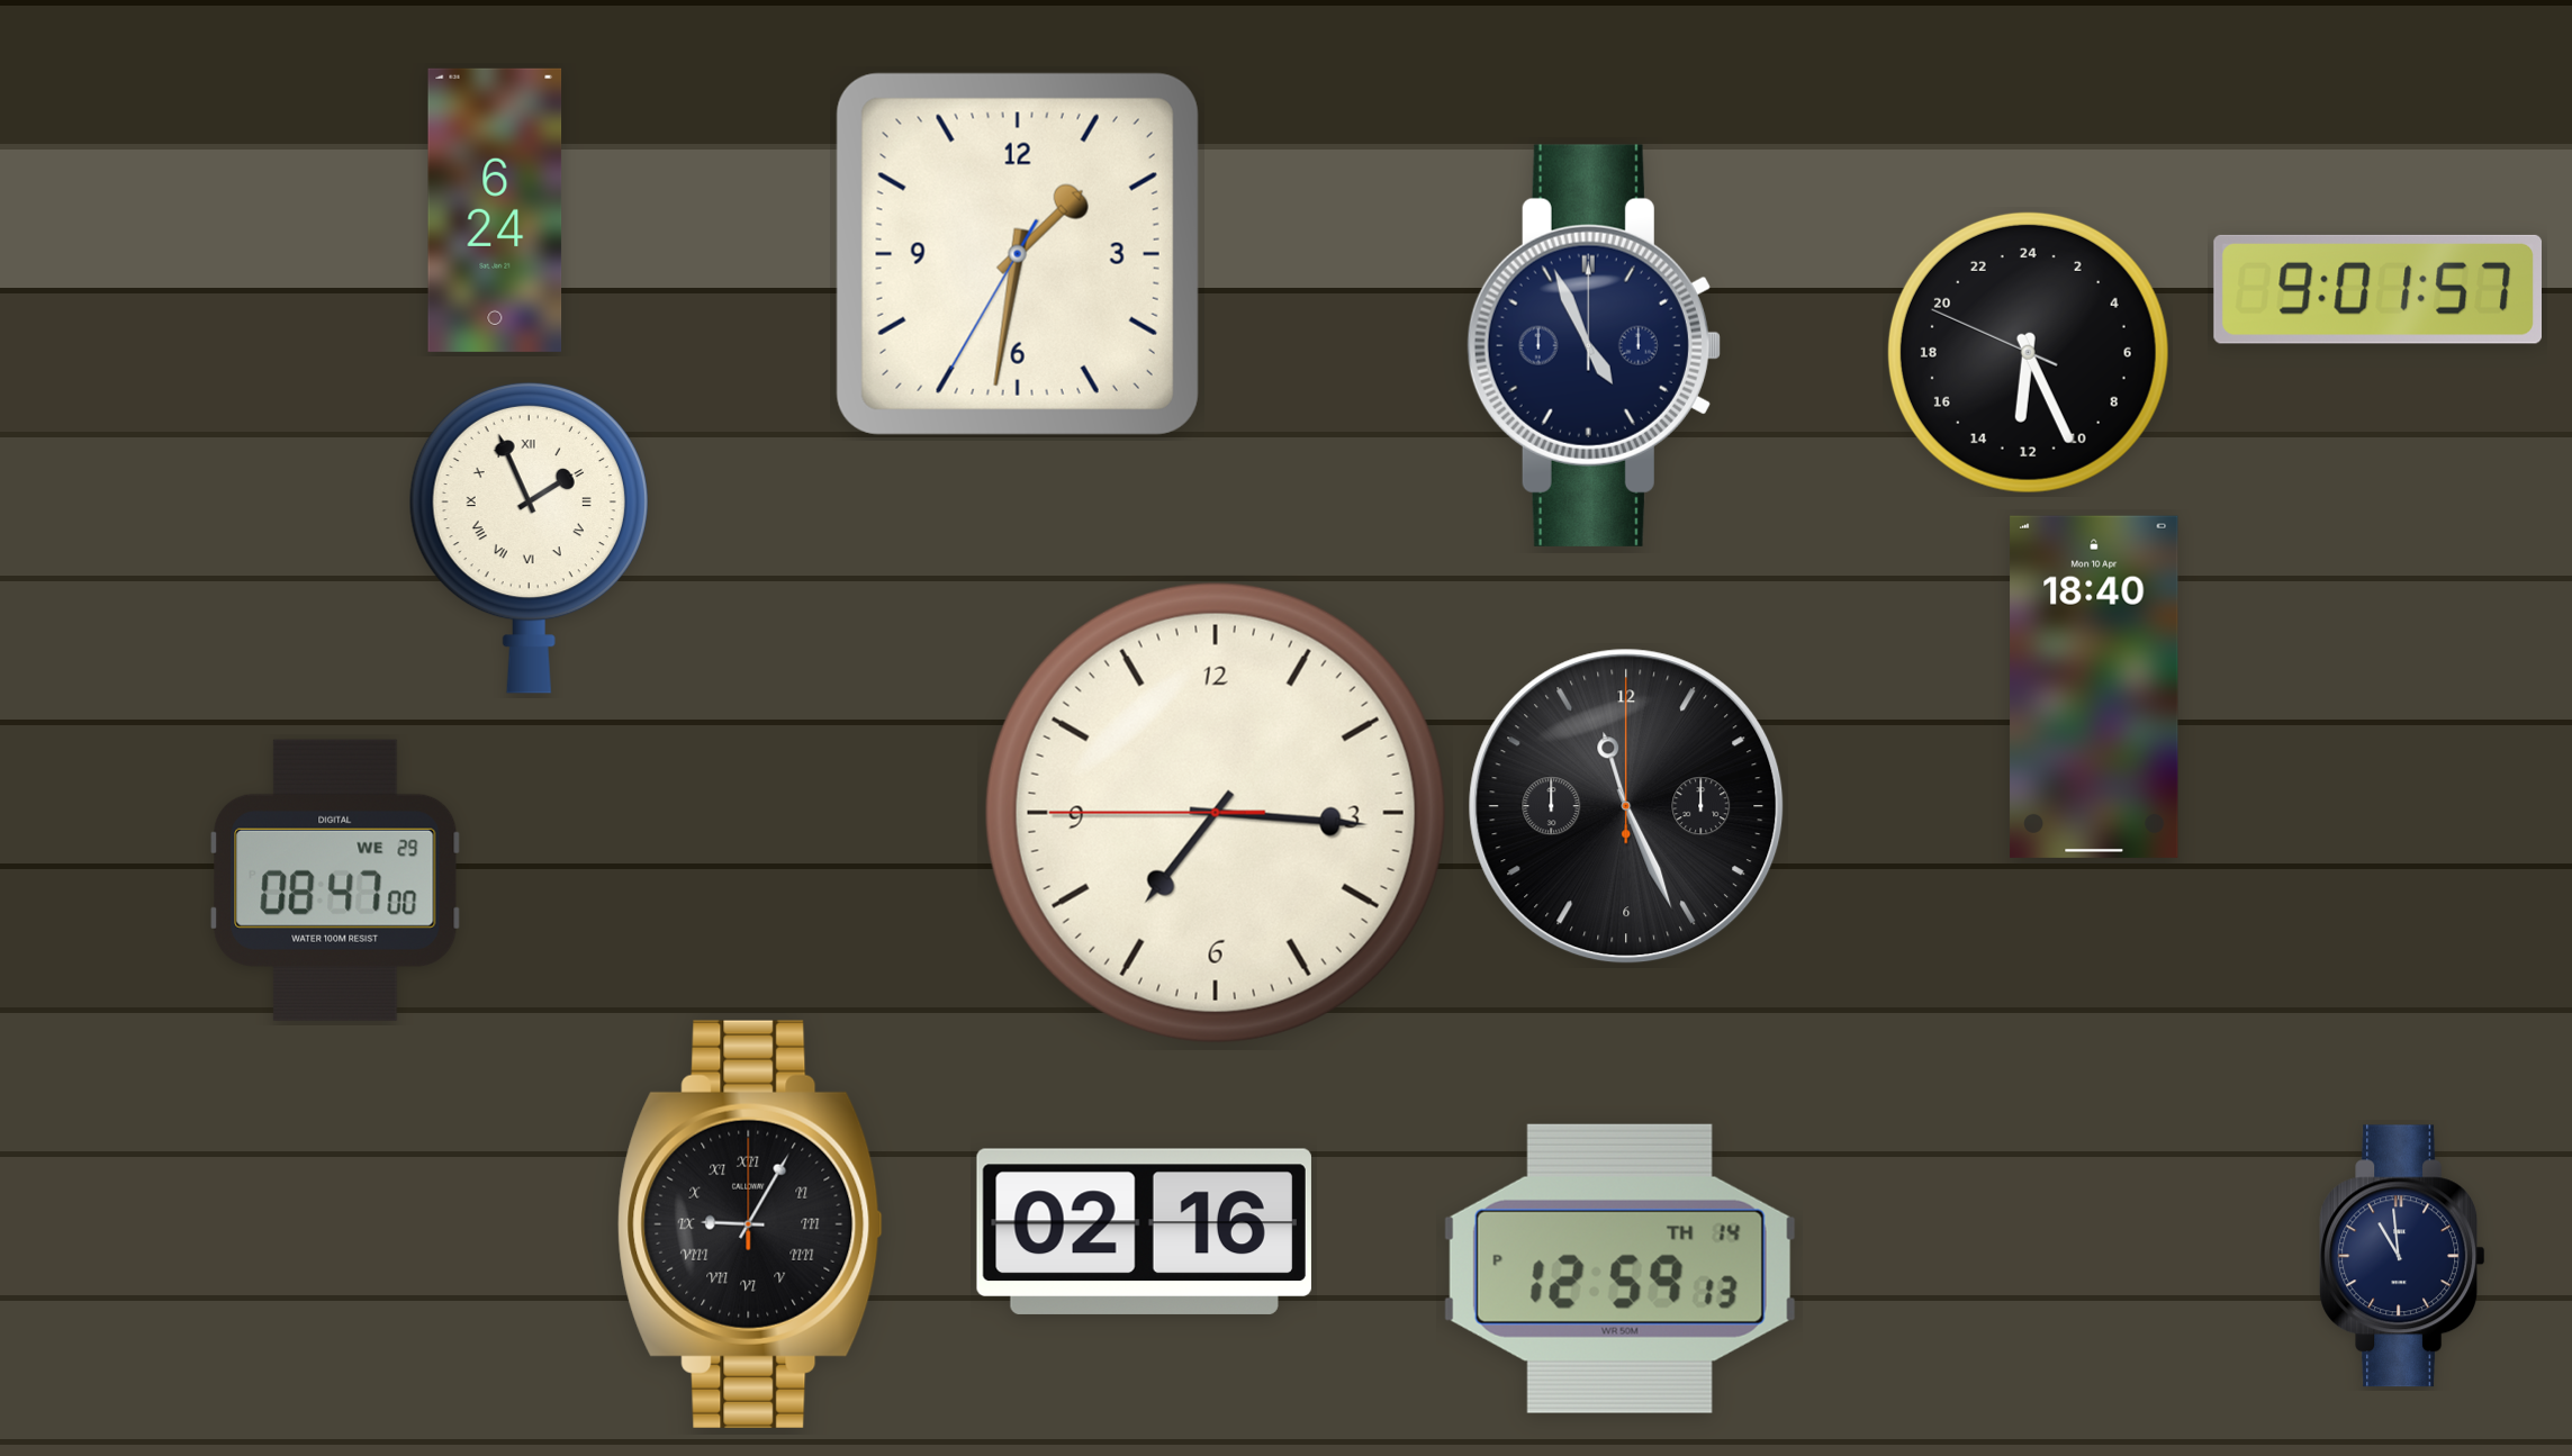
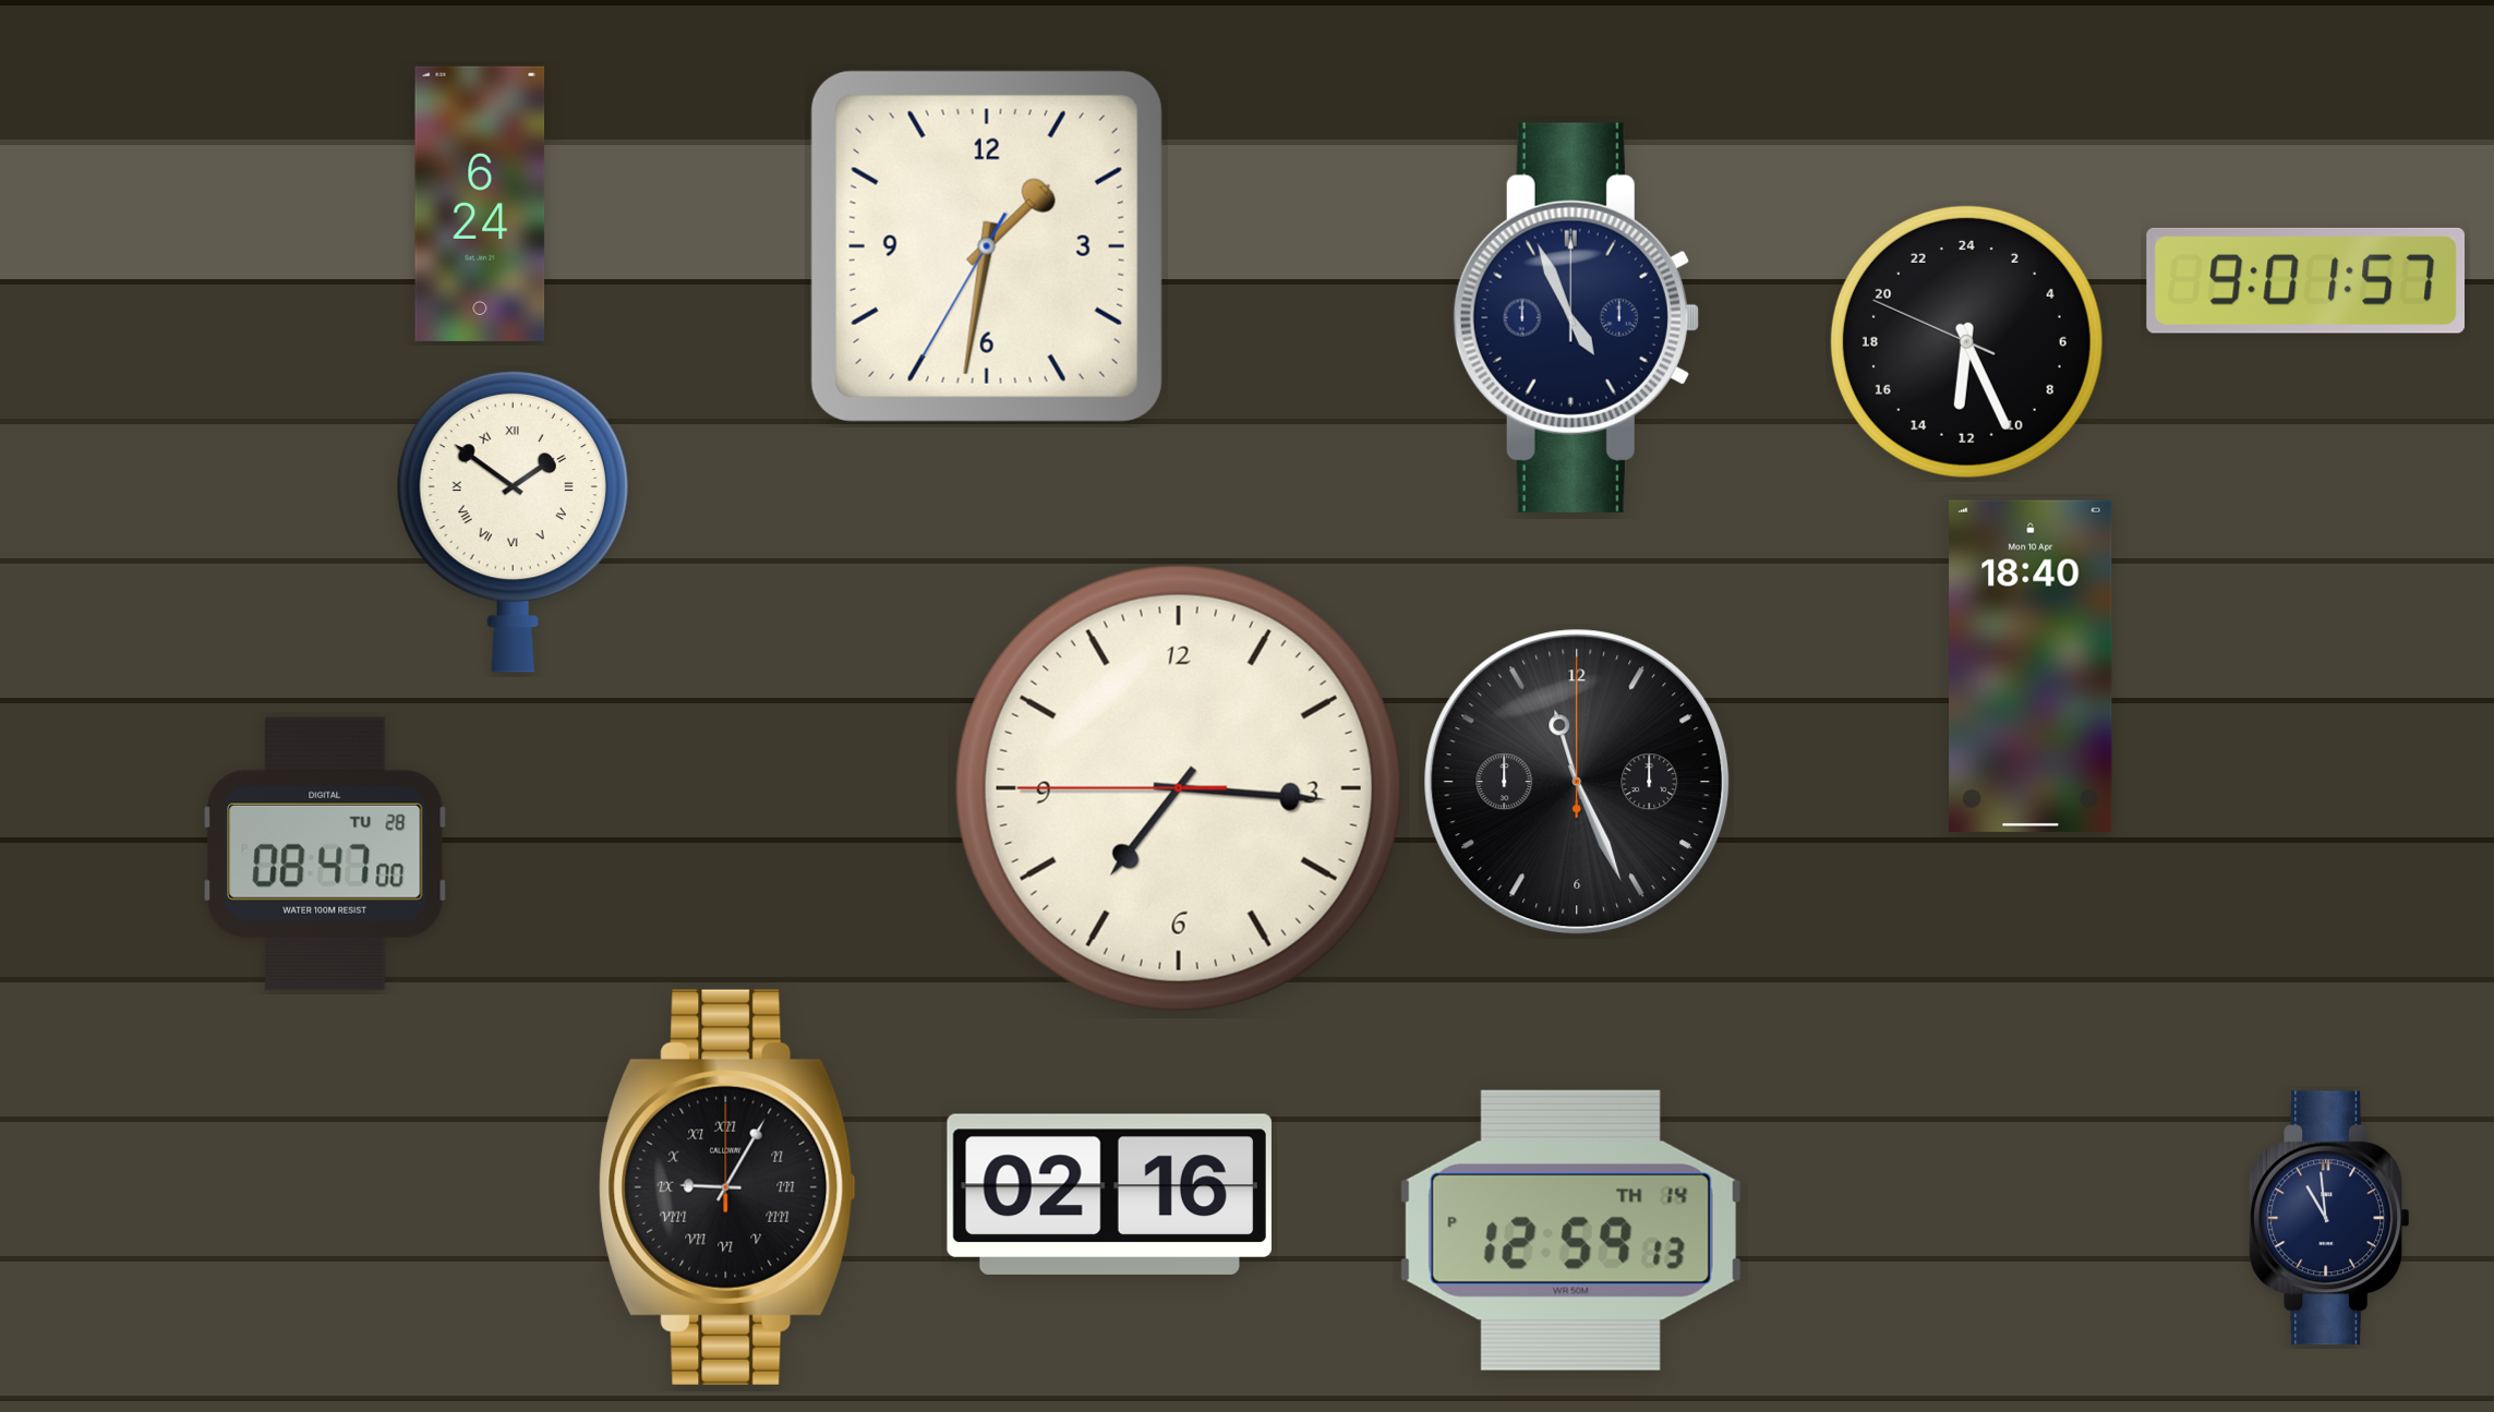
clock at (1594, 345) position: (1594, 345) -> (1576, 317)
clock at (529, 537): 1:56 -> 1:51
clock at (335, 880) date: WE 29 -> TU 28
